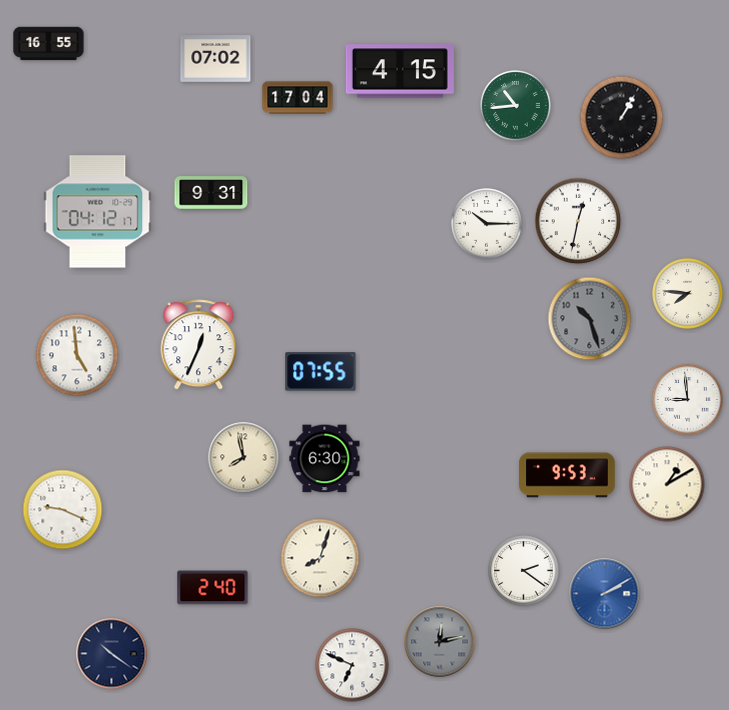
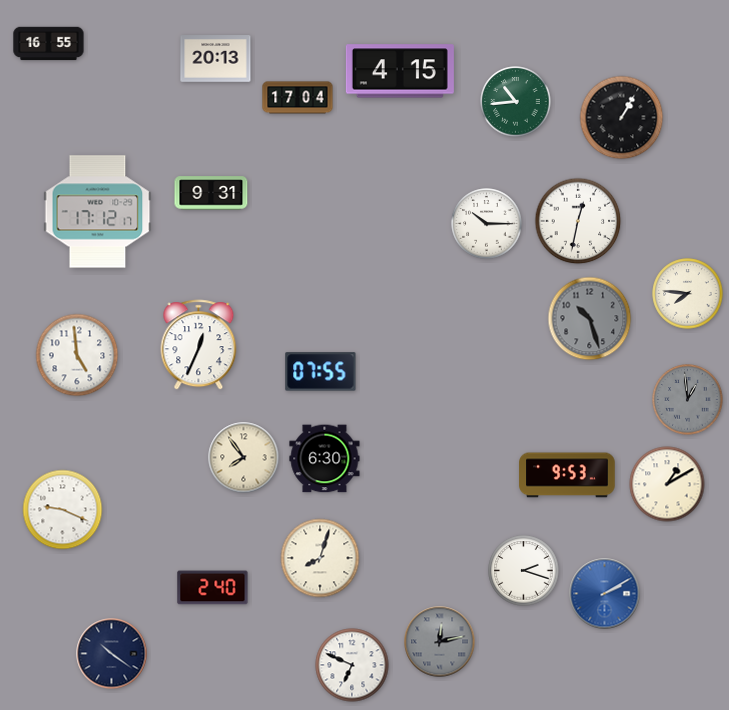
clock at (216, 59): 07:02 -> 20:13
clock at (516, 106) position: (516, 106) -> (516, 102)
clock at (98, 212): 04:12 -> 17:12
clock at (688, 400): 8:59 -> 12:59
clock at (688, 400) dial: white -> grey
clock at (244, 458): 7:58 -> 7:54
clock at (524, 571): 2:21 -> 2:18
